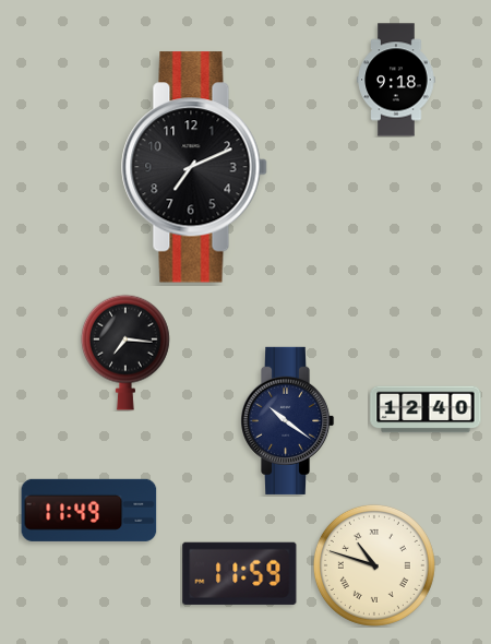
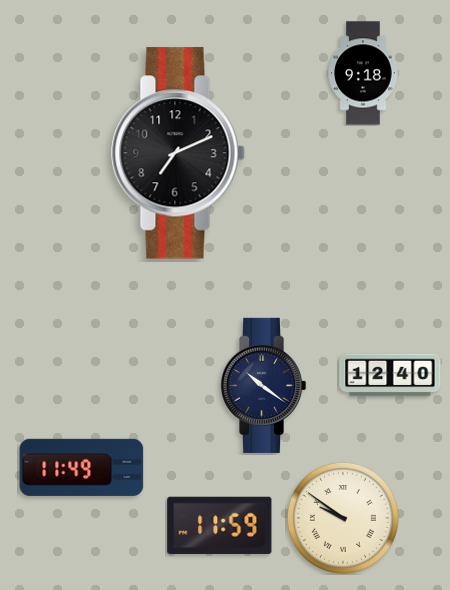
clock at (125, 353): 7:16 -> none
clock at (374, 565): 10:48 -> 9:51
